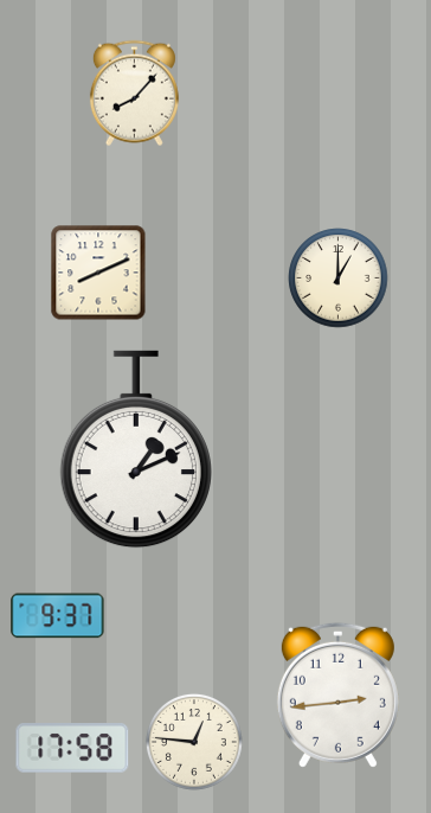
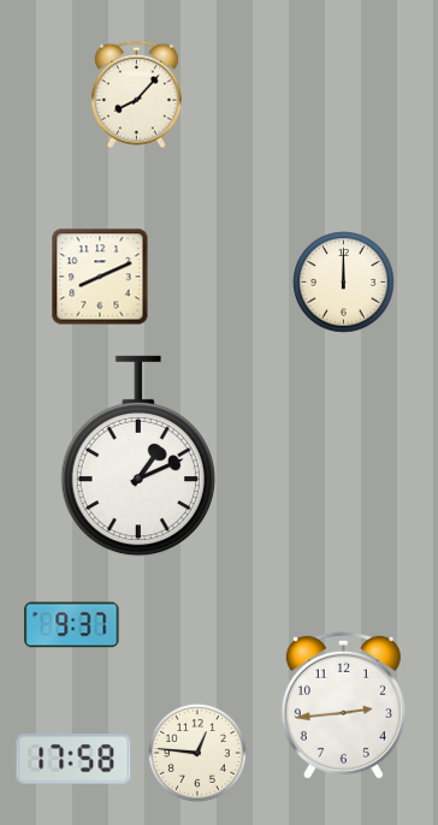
clock at (339, 279): 1:00 -> 12:00
clock at (58, 616) position: (58, 616) -> (72, 625)
